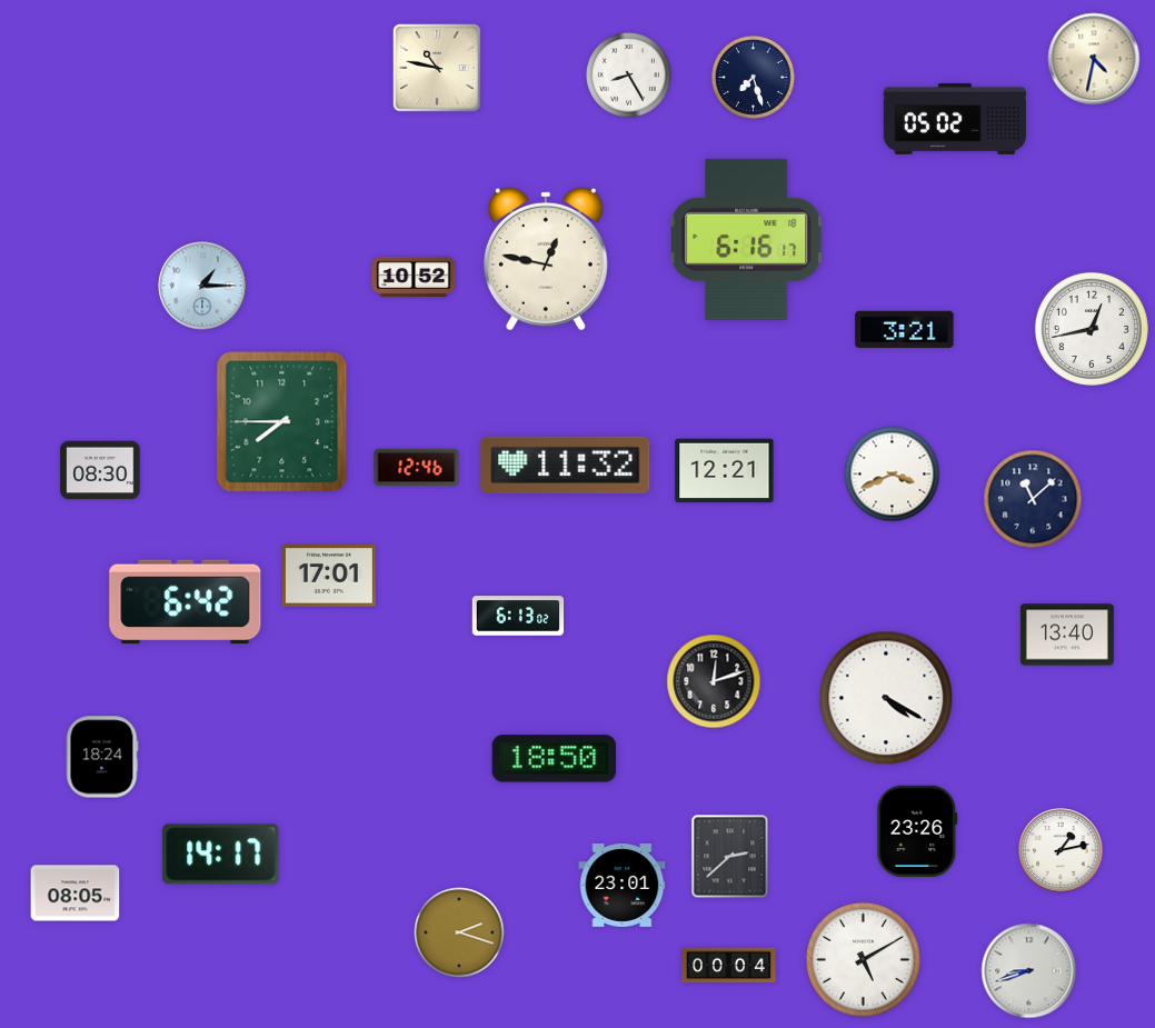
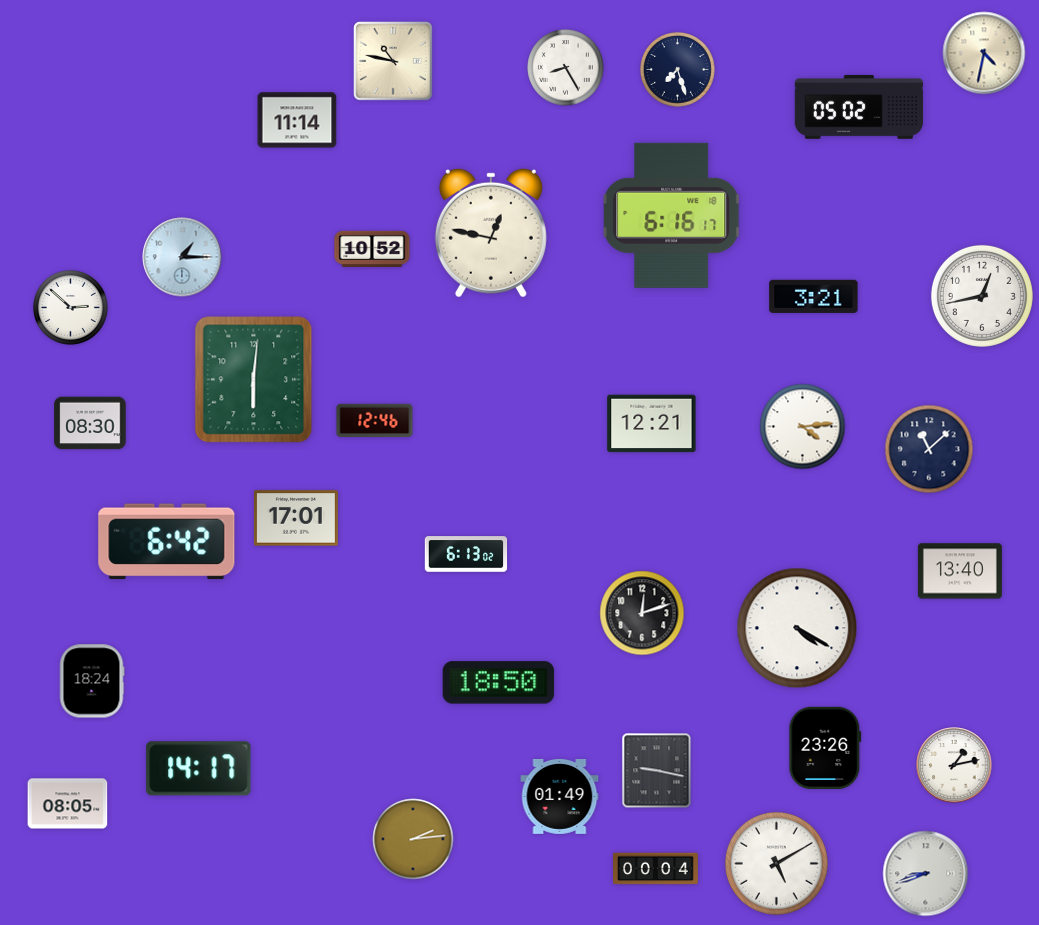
clock at (297, 120): none -> 11:14
clock at (70, 307): none -> 2:52
clock at (282, 422): 7:45 -> 6:01
clock at (566, 465): 11:32 -> none
clock at (893, 475): 3:41 -> 4:14
clock at (730, 857): 2:38 -> 9:17
clock at (623, 885): 23:01 -> 01:49
clock at (459, 932): 2:18 -> 2:14
